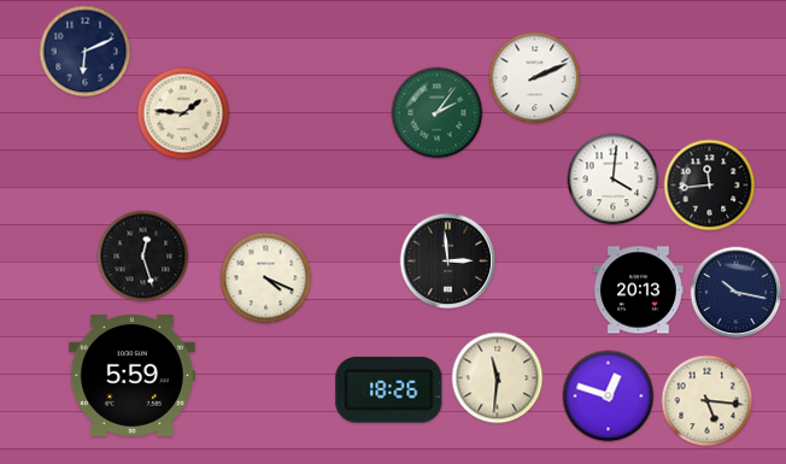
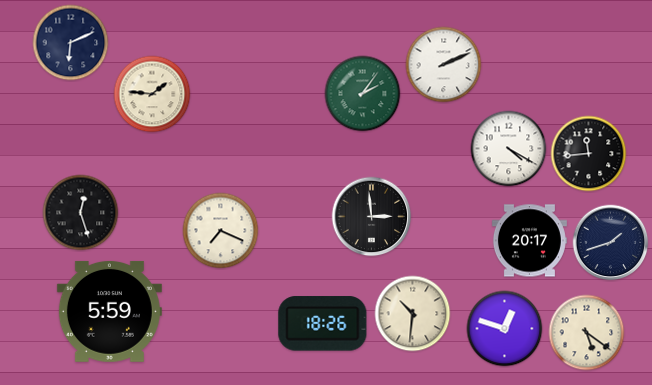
clock at (614, 180): 4:01 -> 4:20
clock at (143, 257) position: (143, 257) -> (81, 213)
clock at (266, 278): 4:19 -> 7:19
clock at (638, 290): 20:13 -> 20:17
clock at (737, 293): 10:17 -> 1:42
clock at (498, 378): 11:31 -> 10:31
clock at (708, 401): 5:16 -> 5:21
